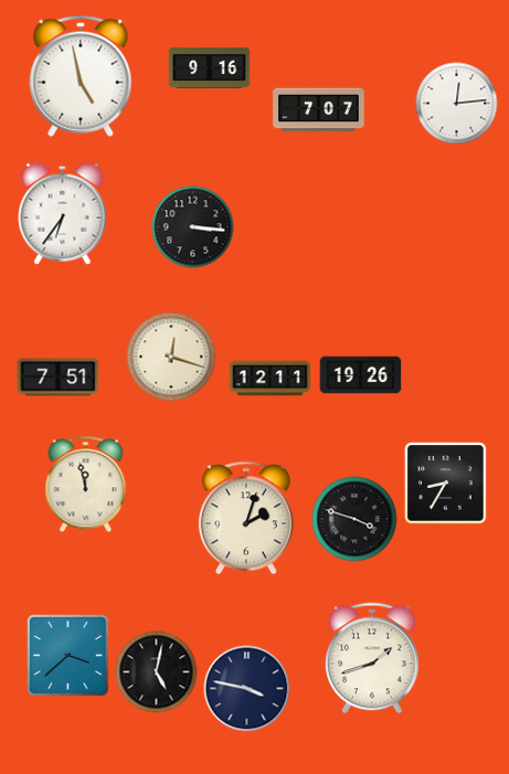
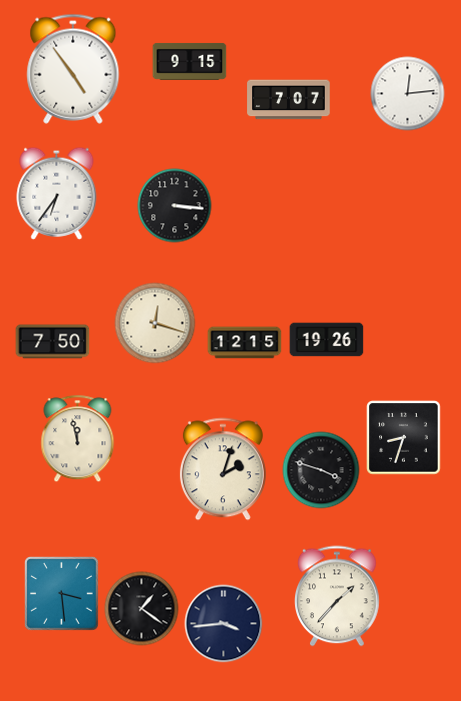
clock at (210, 67): 9:16 -> 9:15
clock at (81, 76): 4:58 -> 4:54
clock at (457, 104) position: (457, 104) -> (408, 94)
clock at (59, 378): 7:51 -> 7:50
clock at (271, 379): 12:11 -> 12:15
clock at (446, 484): 8:35 -> 8:33
clock at (68, 656): 3:38 -> 3:29
clock at (372, 658): 1:42 -> 1:37
clock at (157, 672): 5:02 -> 1:21
clock at (247, 689): 3:47 -> 3:44
